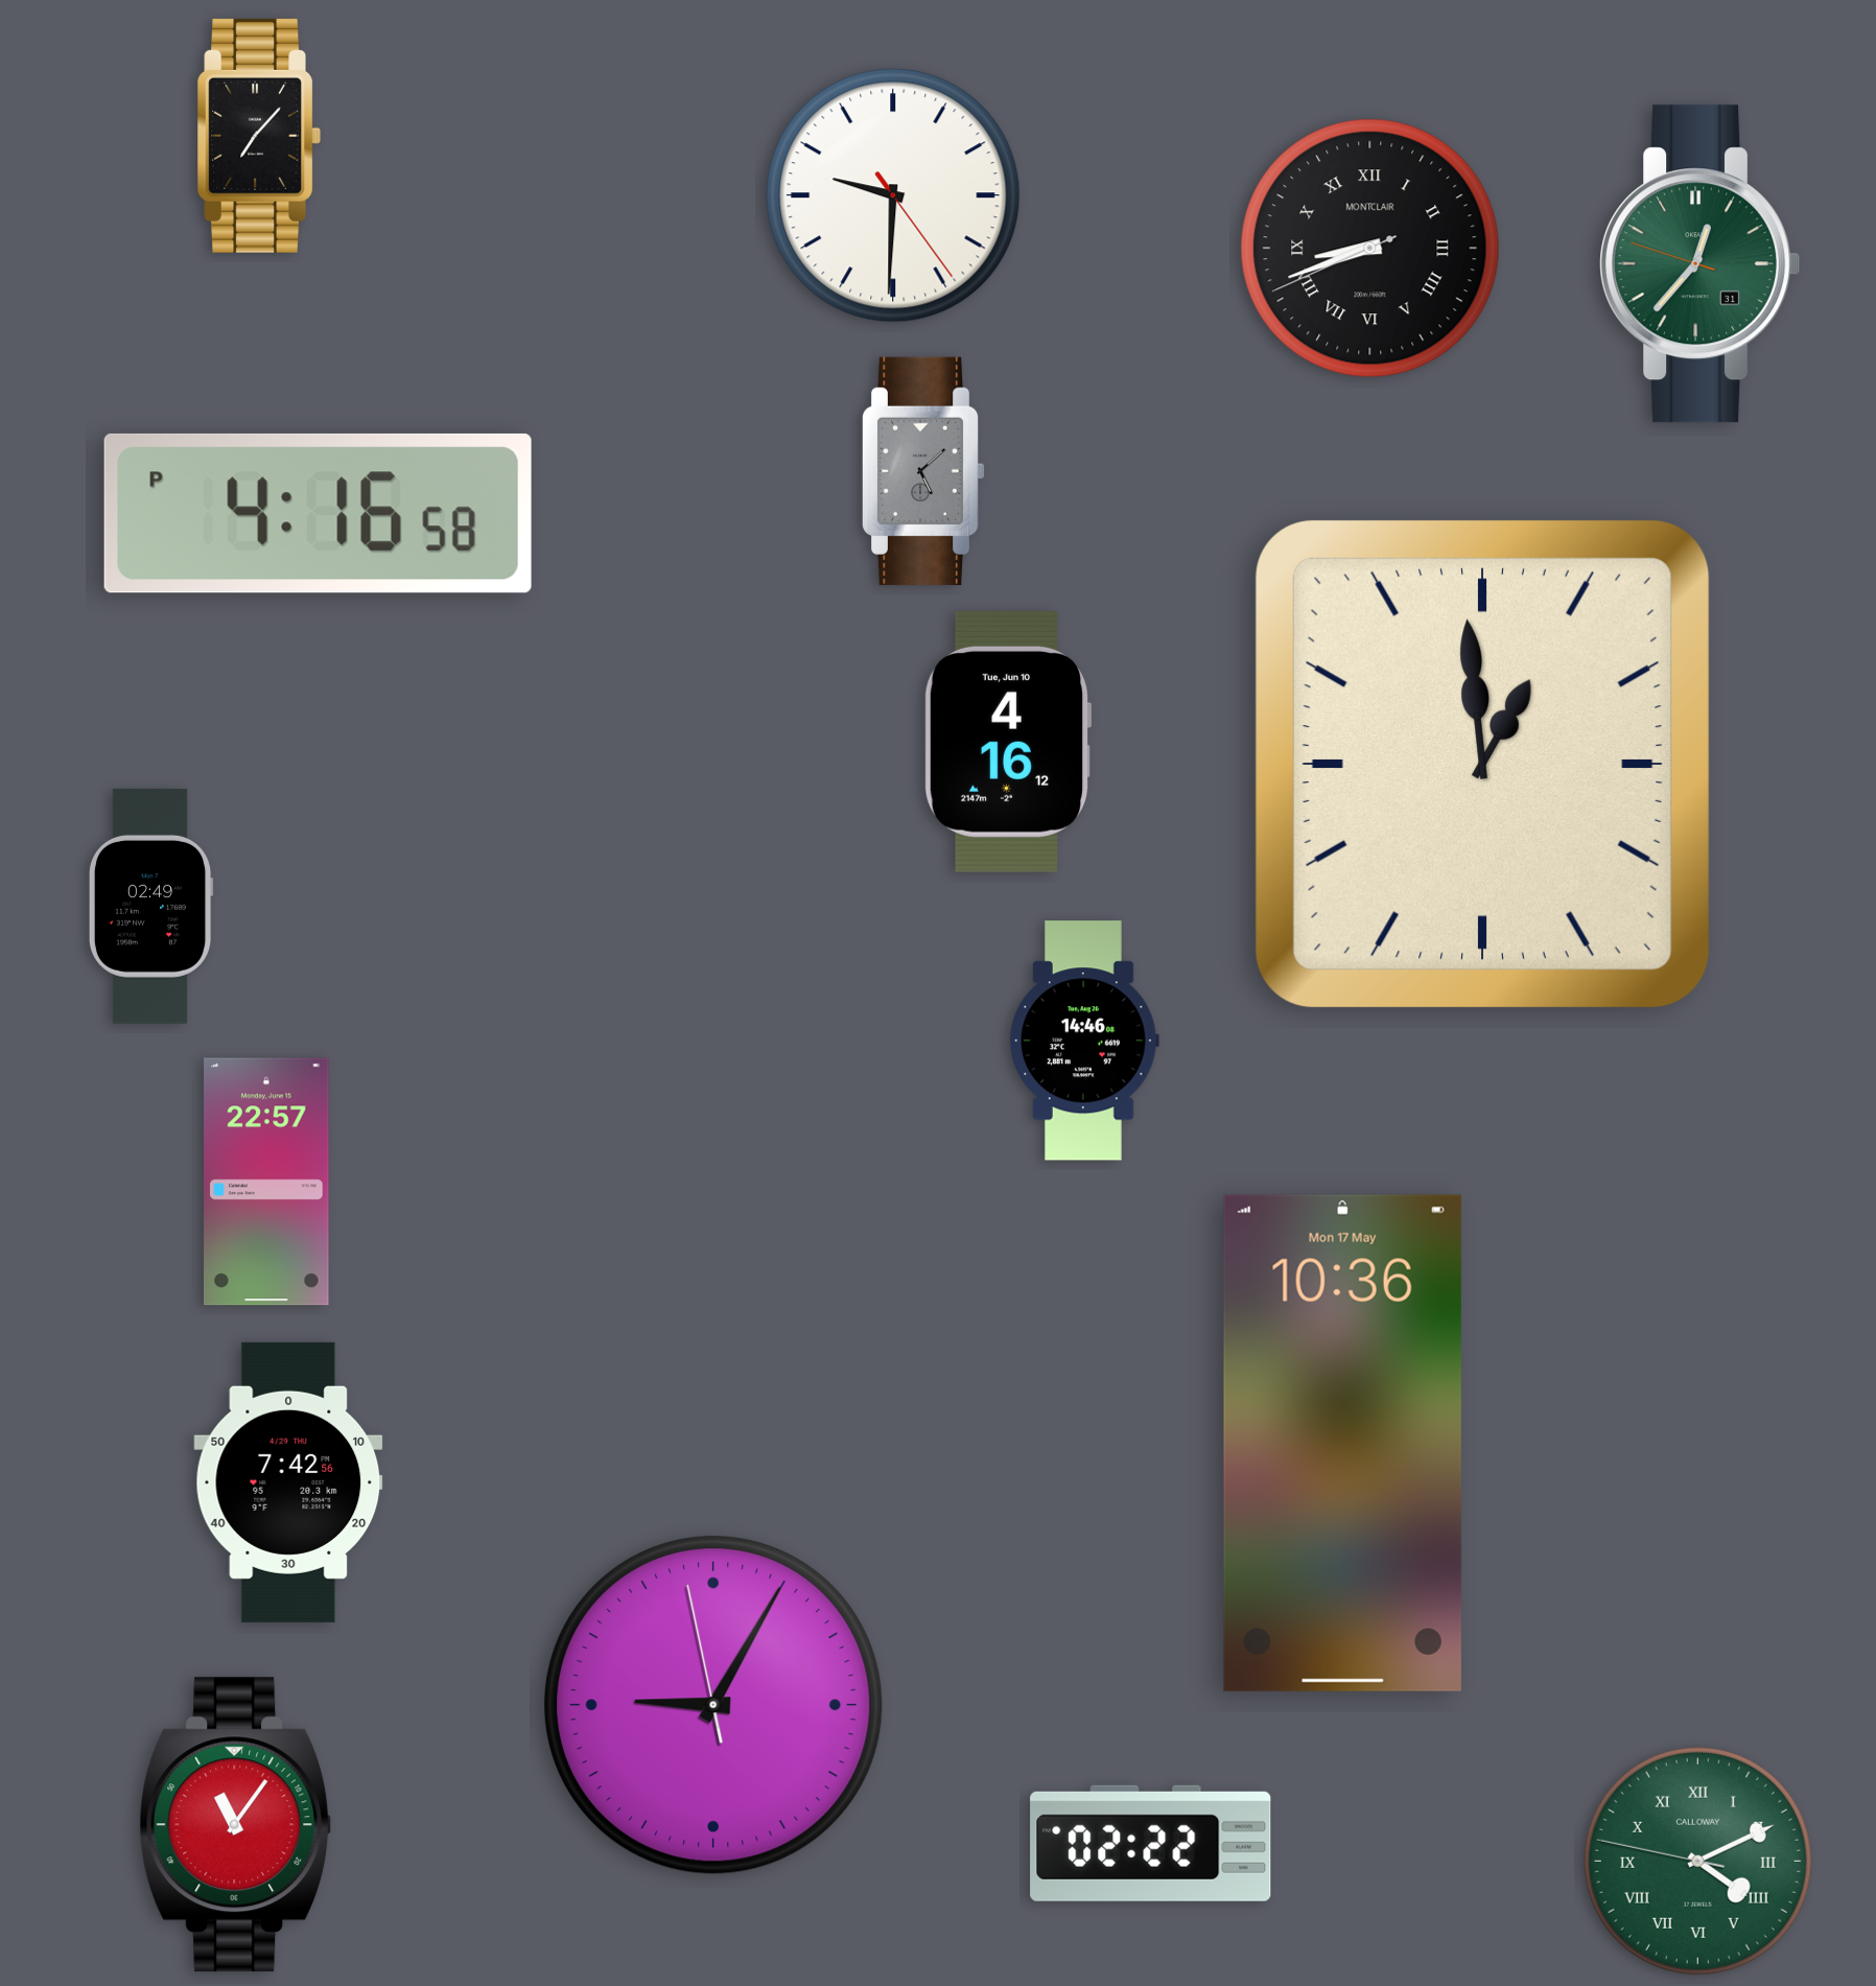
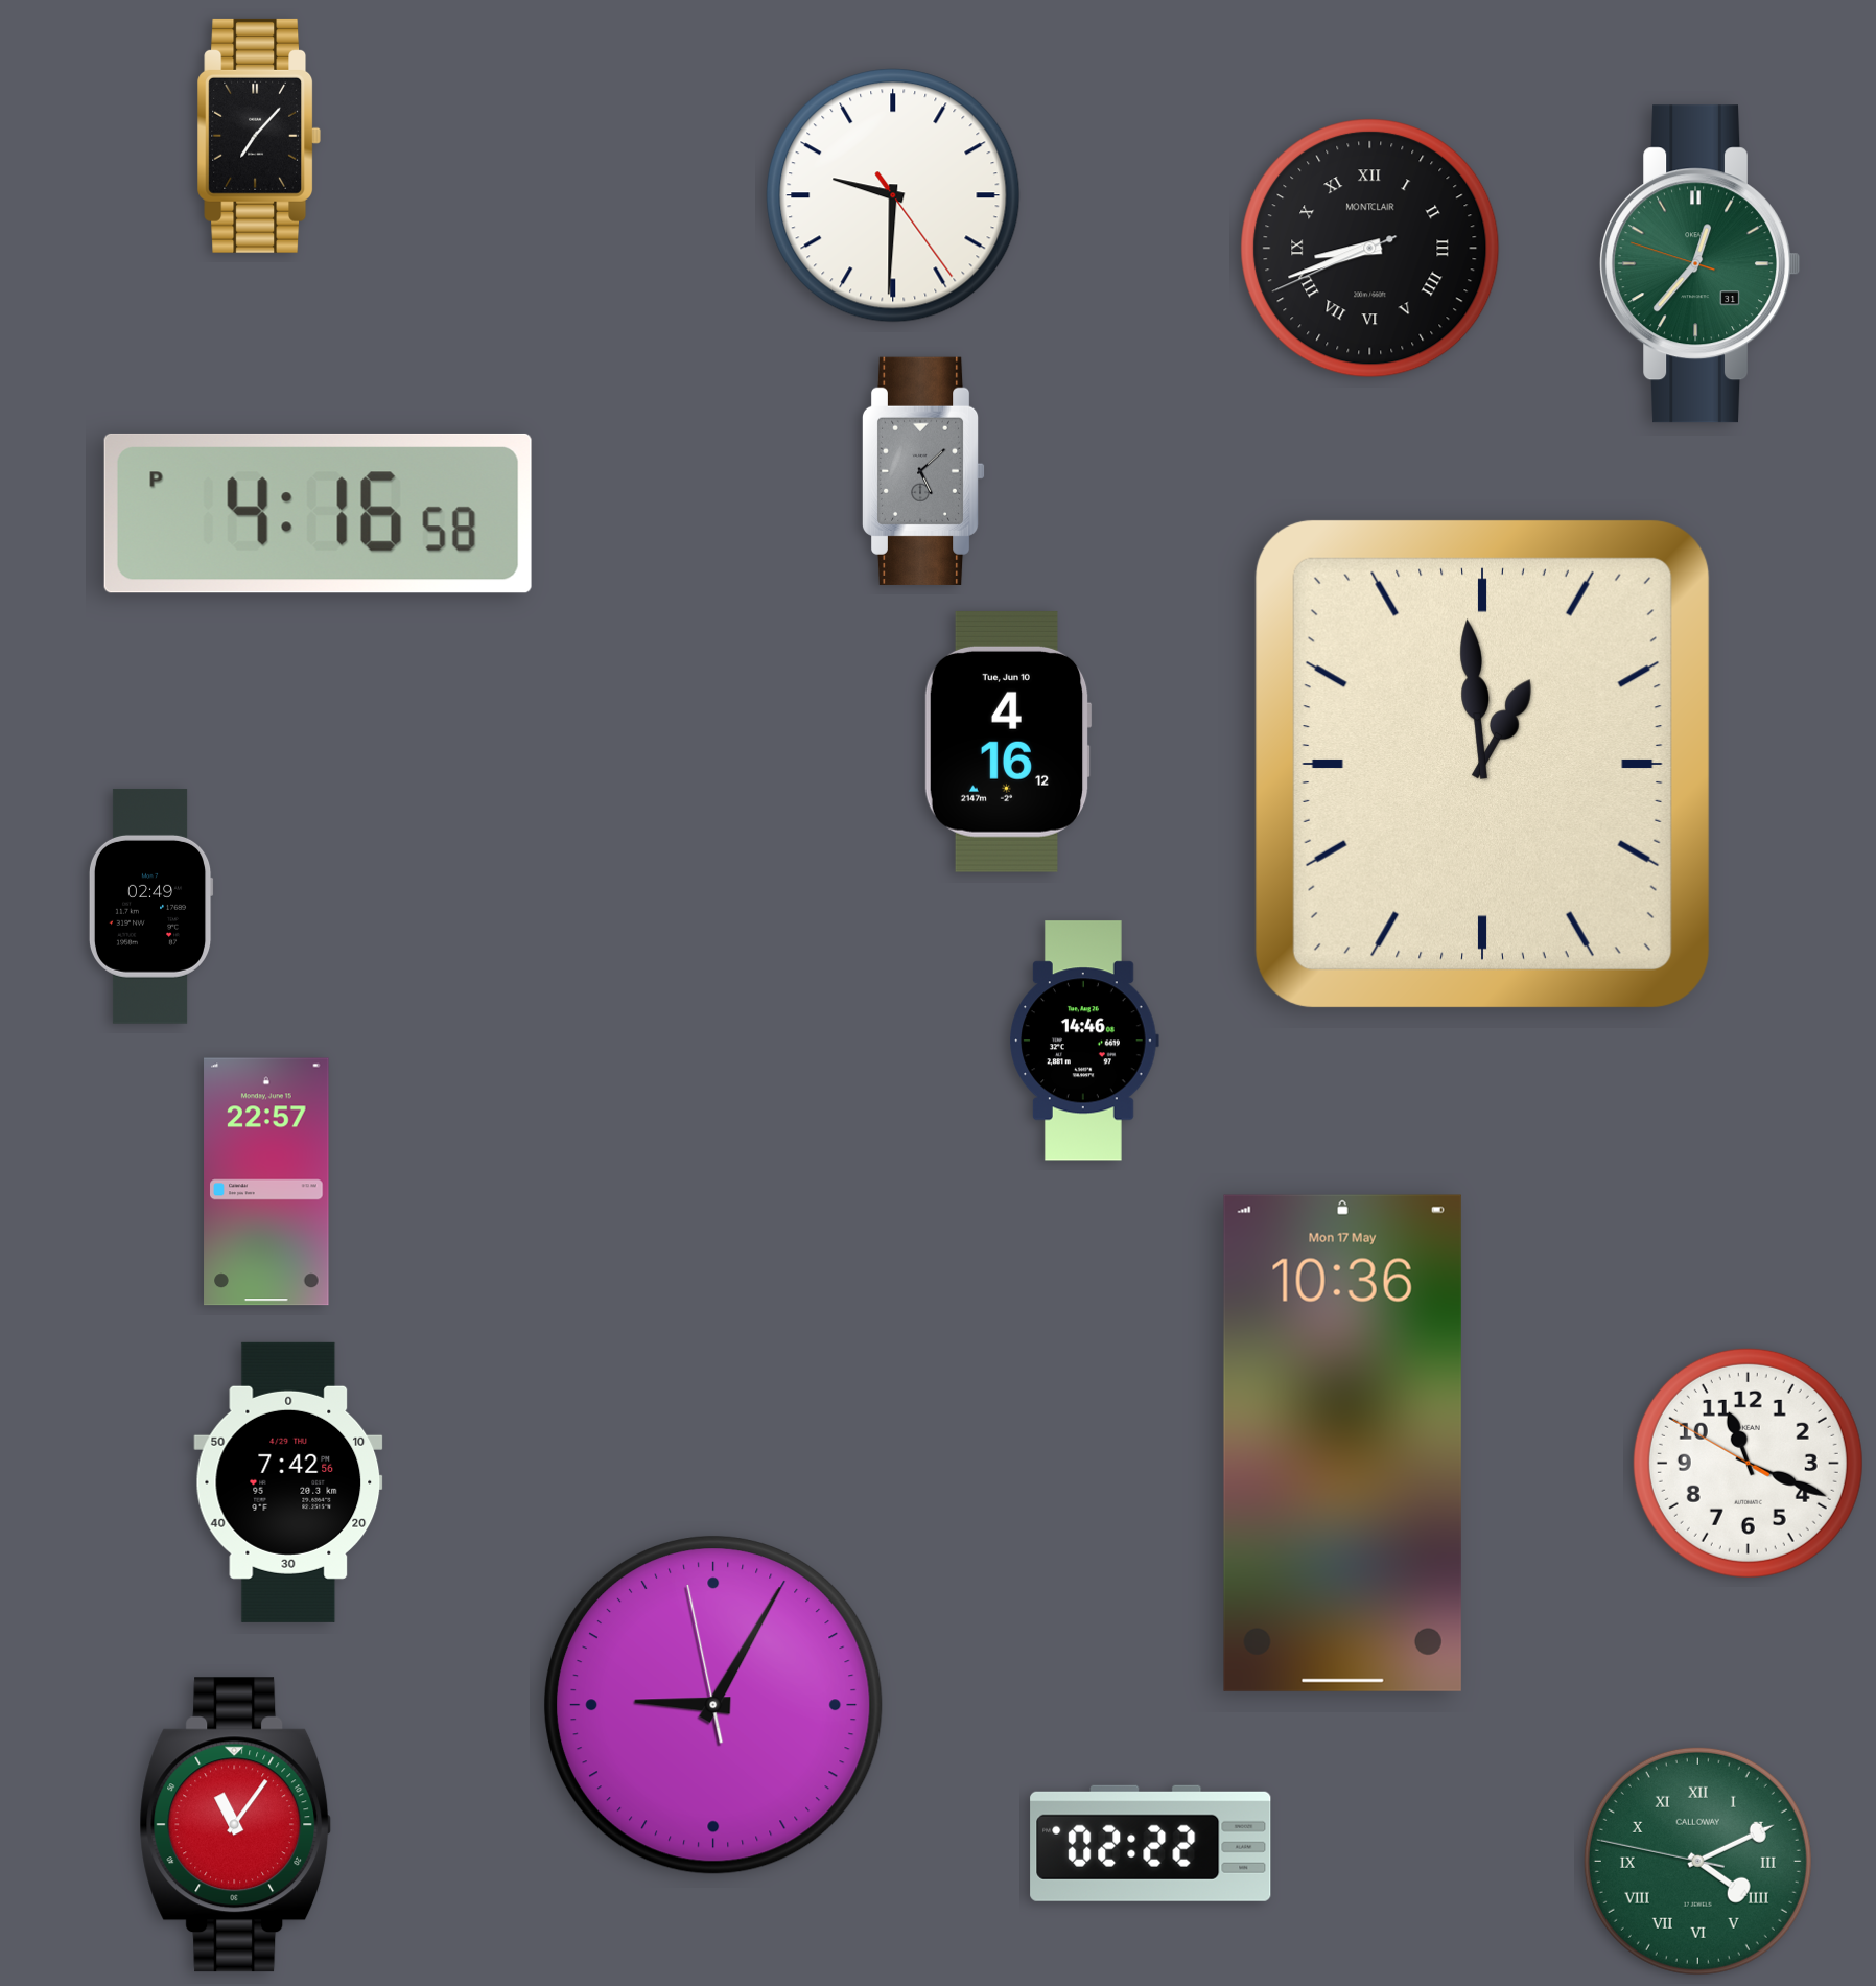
clock at (1748, 1463): none -> 11:18
